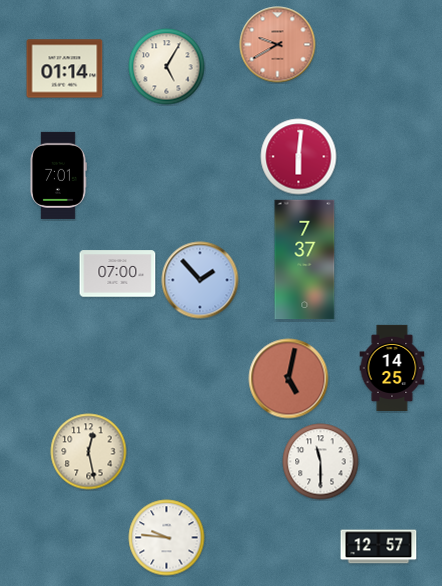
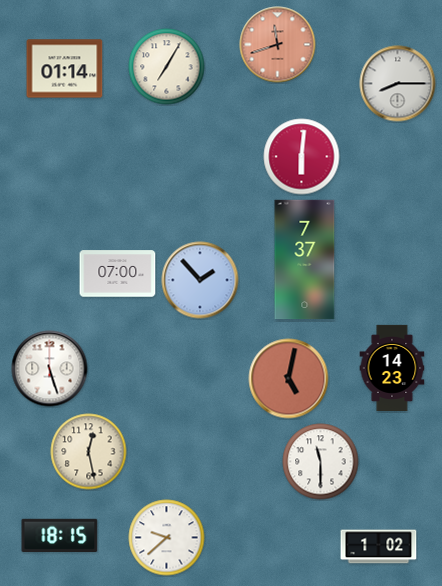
clock at (278, 45): 9:40 -> 11:42
clock at (167, 67): 5:05 -> 7:05
clock at (398, 84): none -> 8:15
clock at (299, 157) position: (299, 157) -> (302, 157)
clock at (59, 175): 7:01 -> none
clock at (392, 367): 14:25 -> 14:23
clock at (50, 369): none -> 5:27
clock at (60, 535): none -> 18:15
clock at (167, 538): 9:46 -> 9:38
clock at (379, 547): 12:57 -> 1:02
